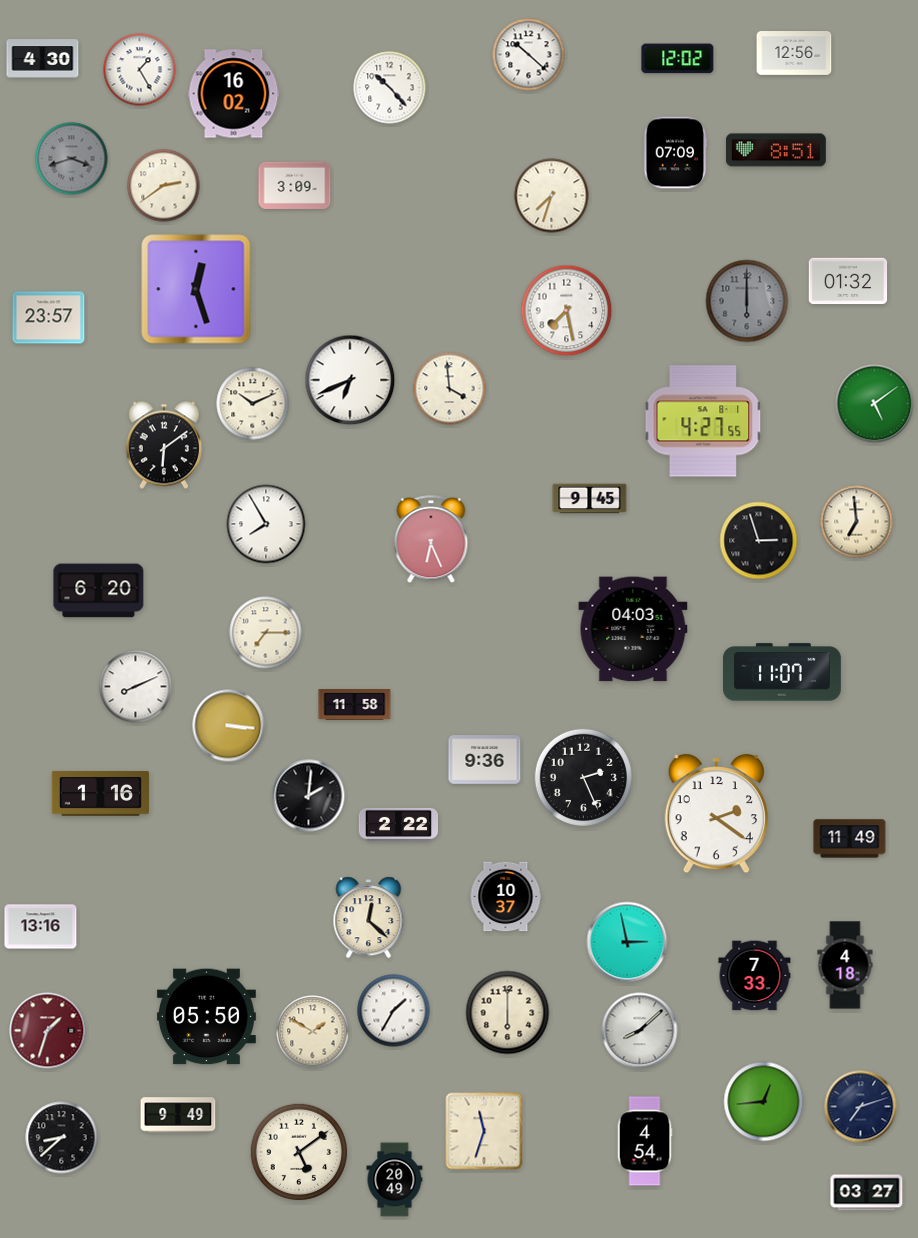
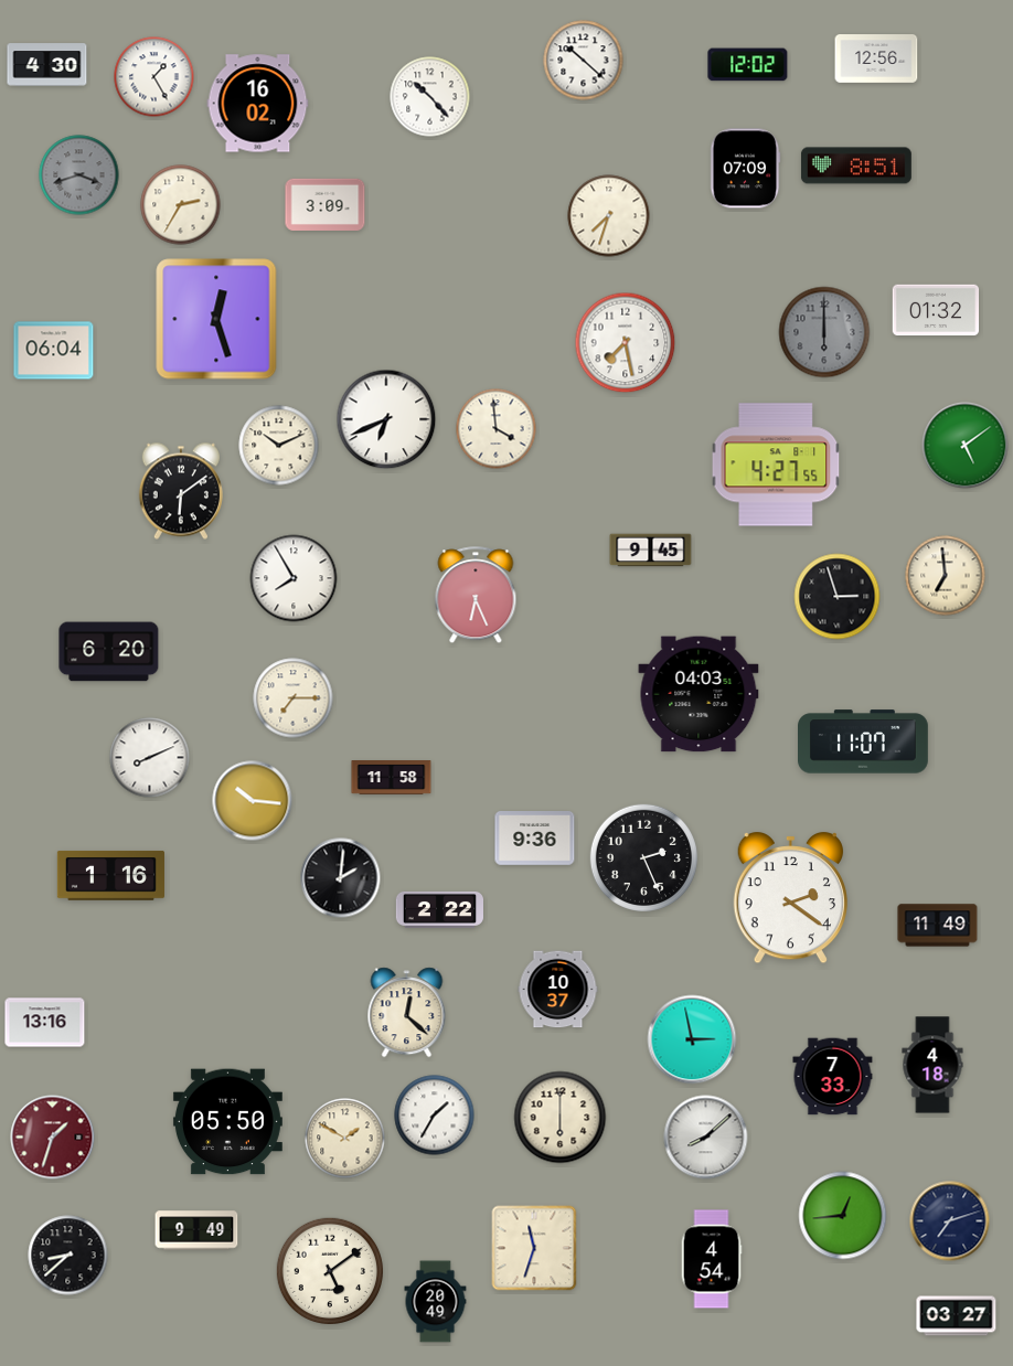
clock at (164, 186): 2:39 -> 2:35
clock at (49, 318): 23:57 -> 06:04
clock at (229, 726): 3:16 -> 10:16
